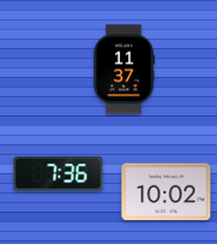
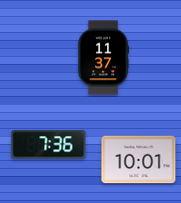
clock at (167, 192): 10:02 -> 10:01
